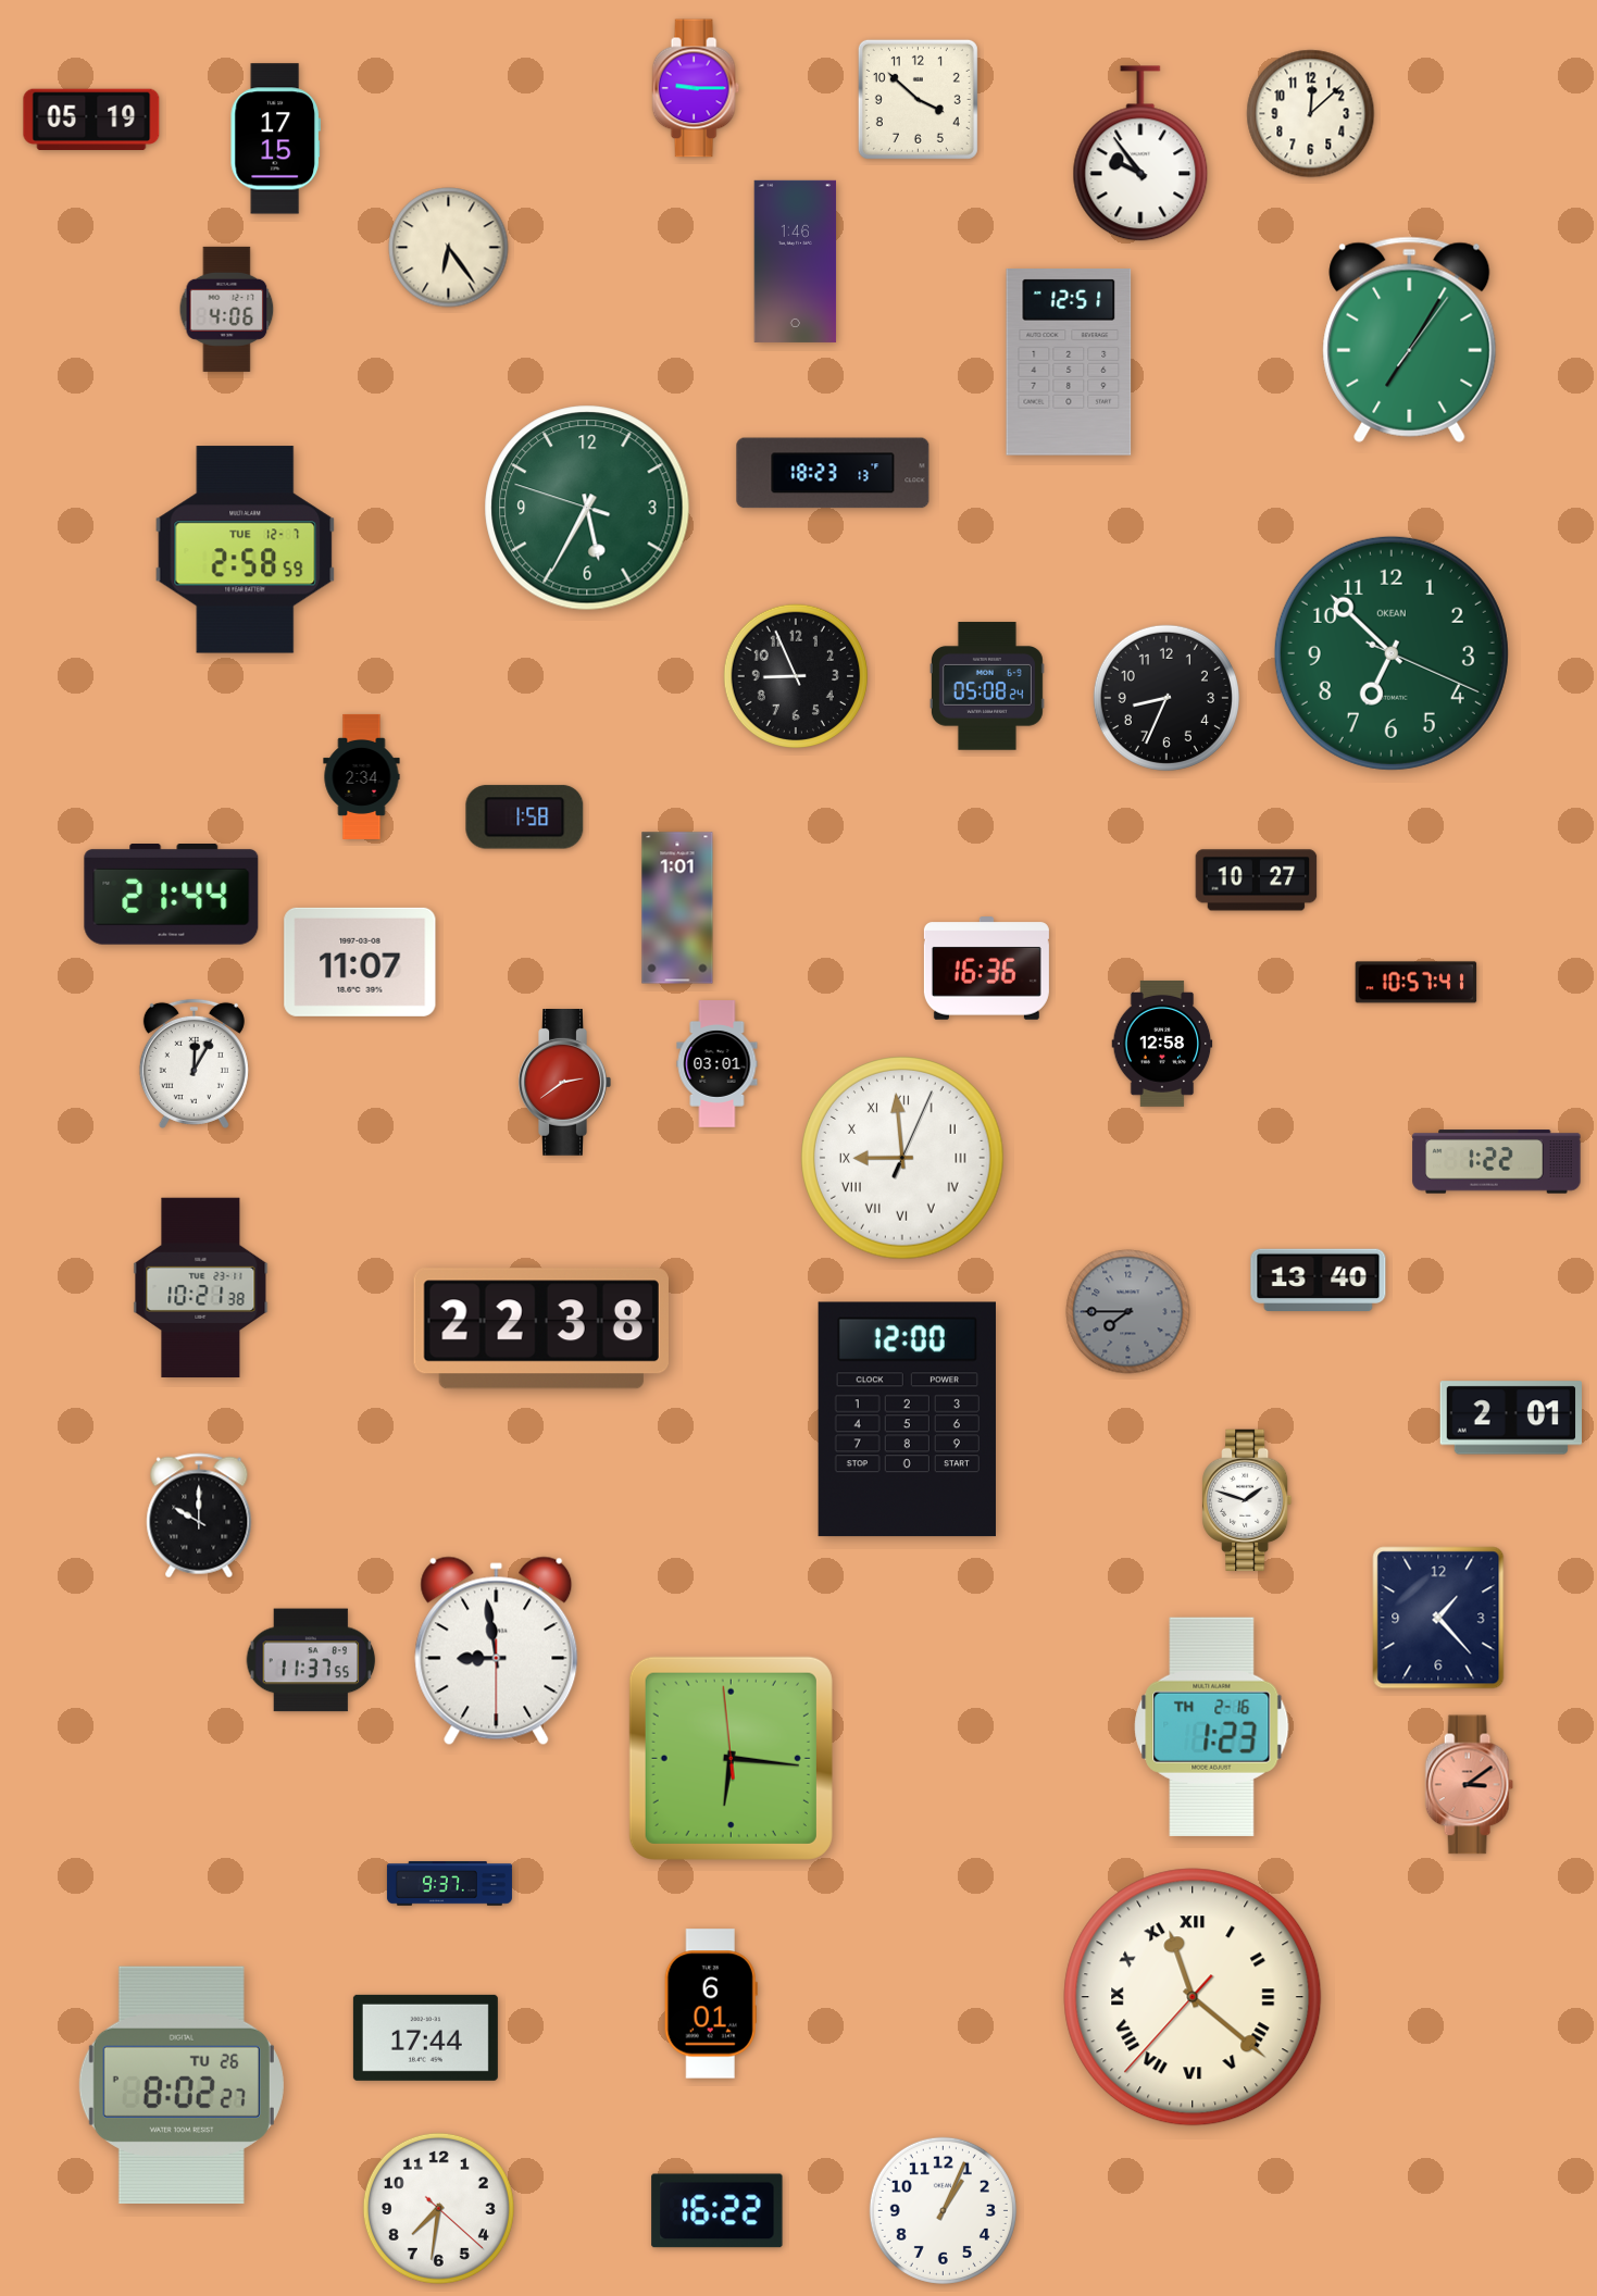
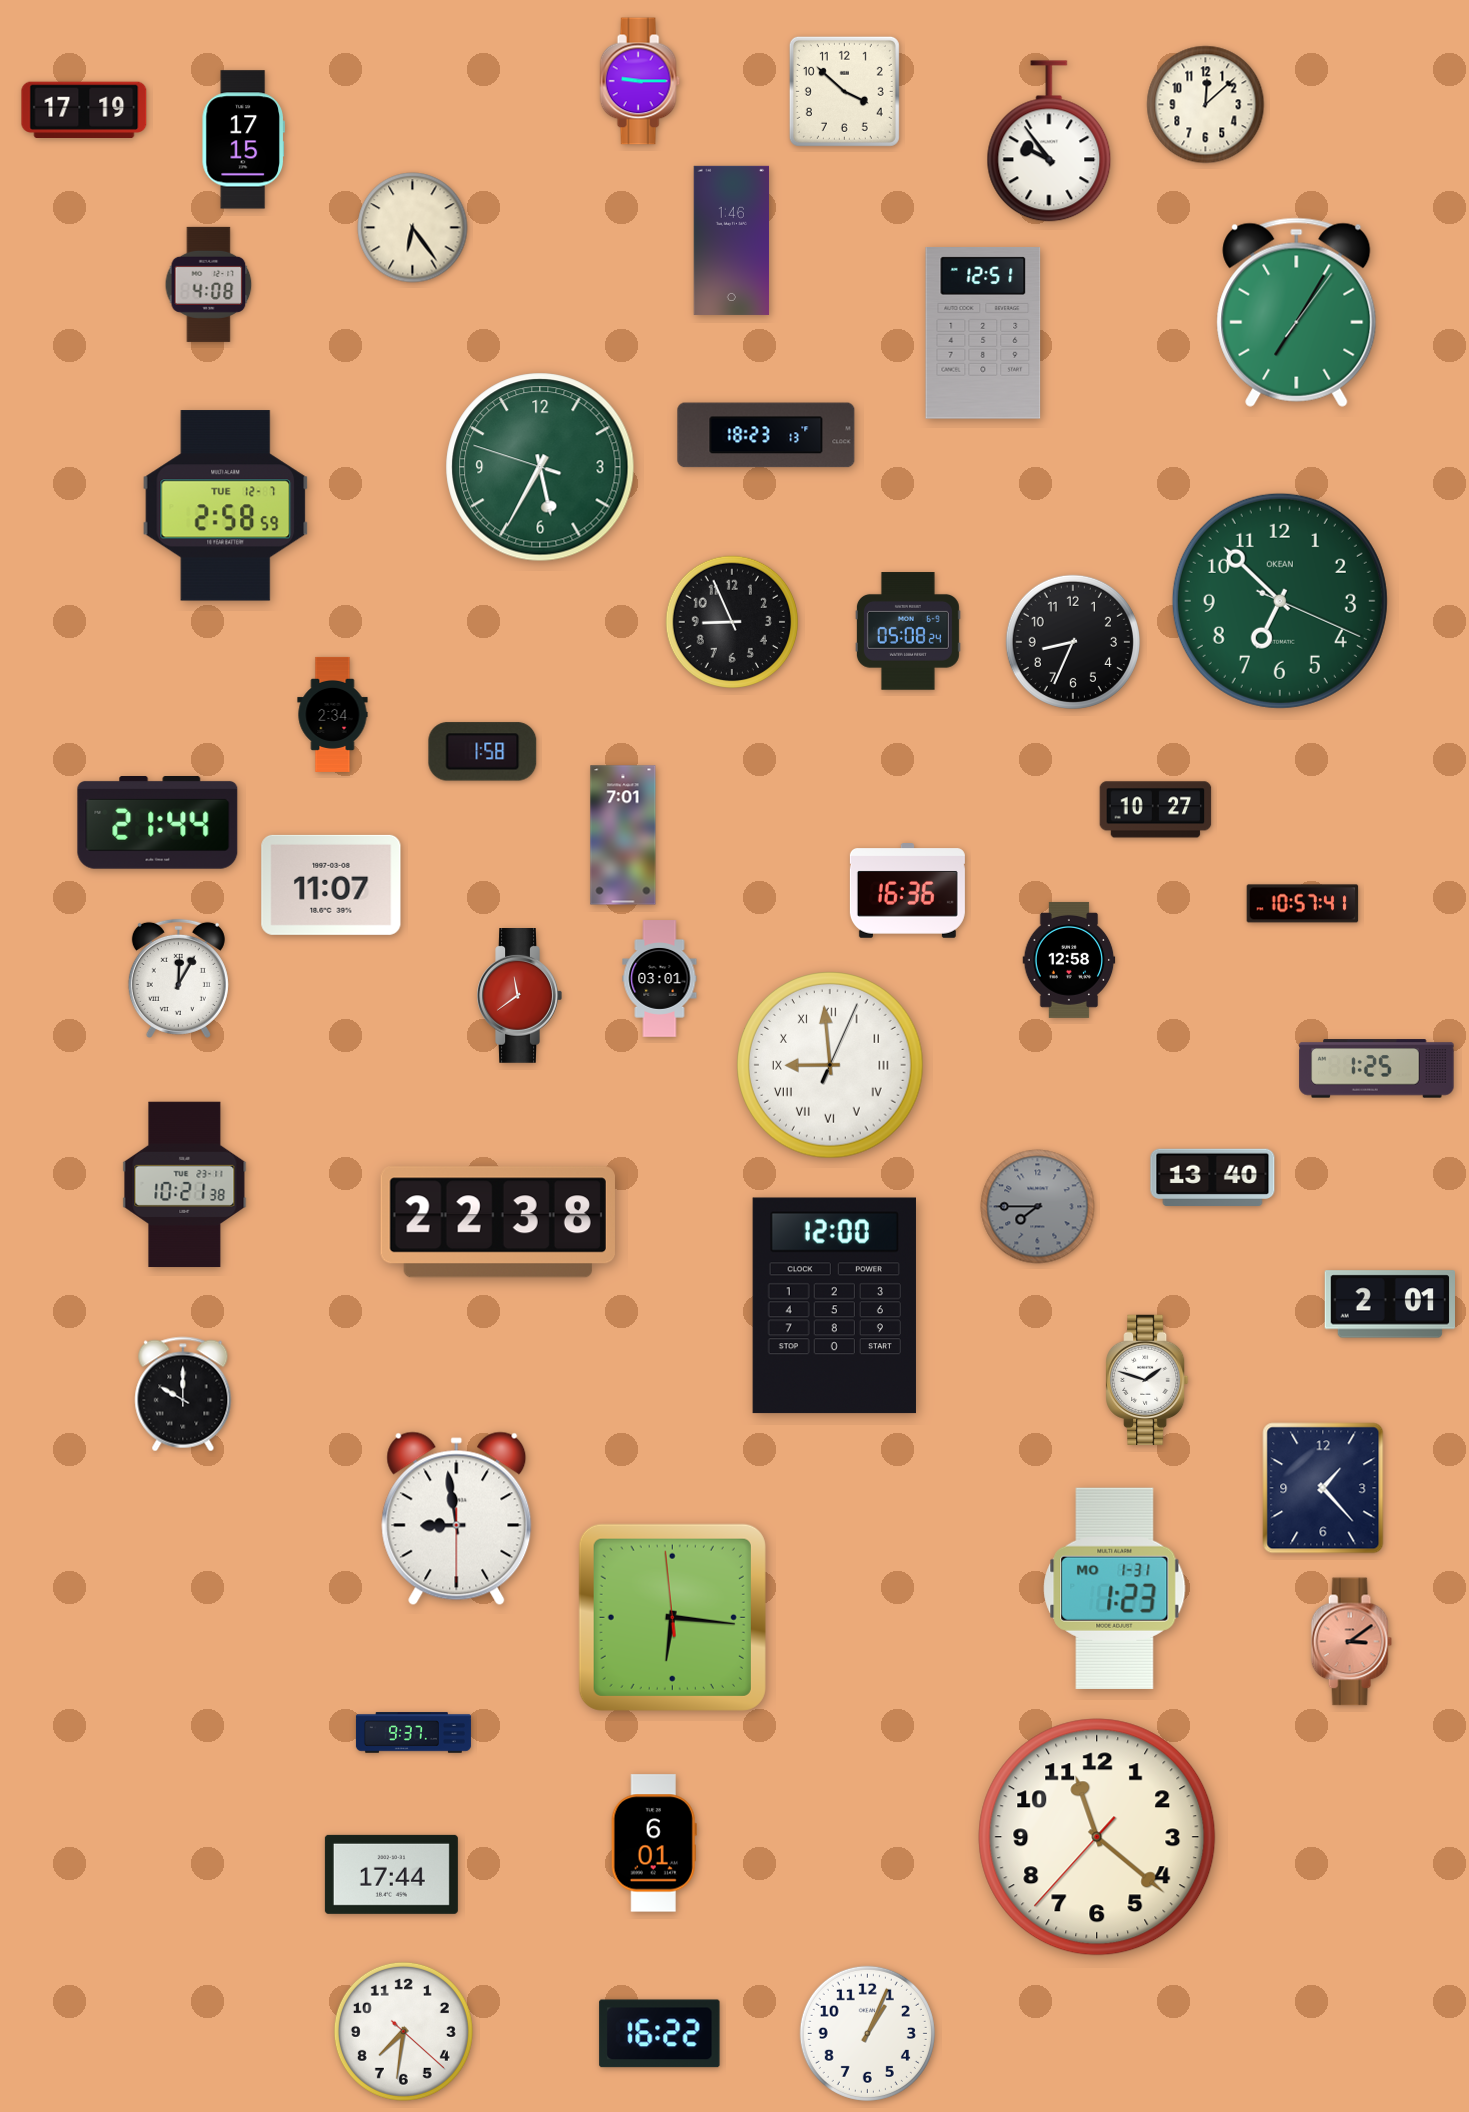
clock at (91, 120): 05:19 -> 17:19
clock at (275, 139) position: (275, 139) -> (243, 140)
clock at (227, 309): 4:06 -> 4:08
clock at (677, 908): 1:01 -> 7:01
clock at (564, 1083): 2:39 -> 11:39
clock at (1497, 1162): 1:22 -> 1:25
clock at (311, 1660): 11:37 -> none
clock at (1212, 1726) date: TH 2-16 -> MO 1-31
clock at (1193, 1997) numerals: Roman -> Arabic
clock at (182, 2085): 8:02 -> none
